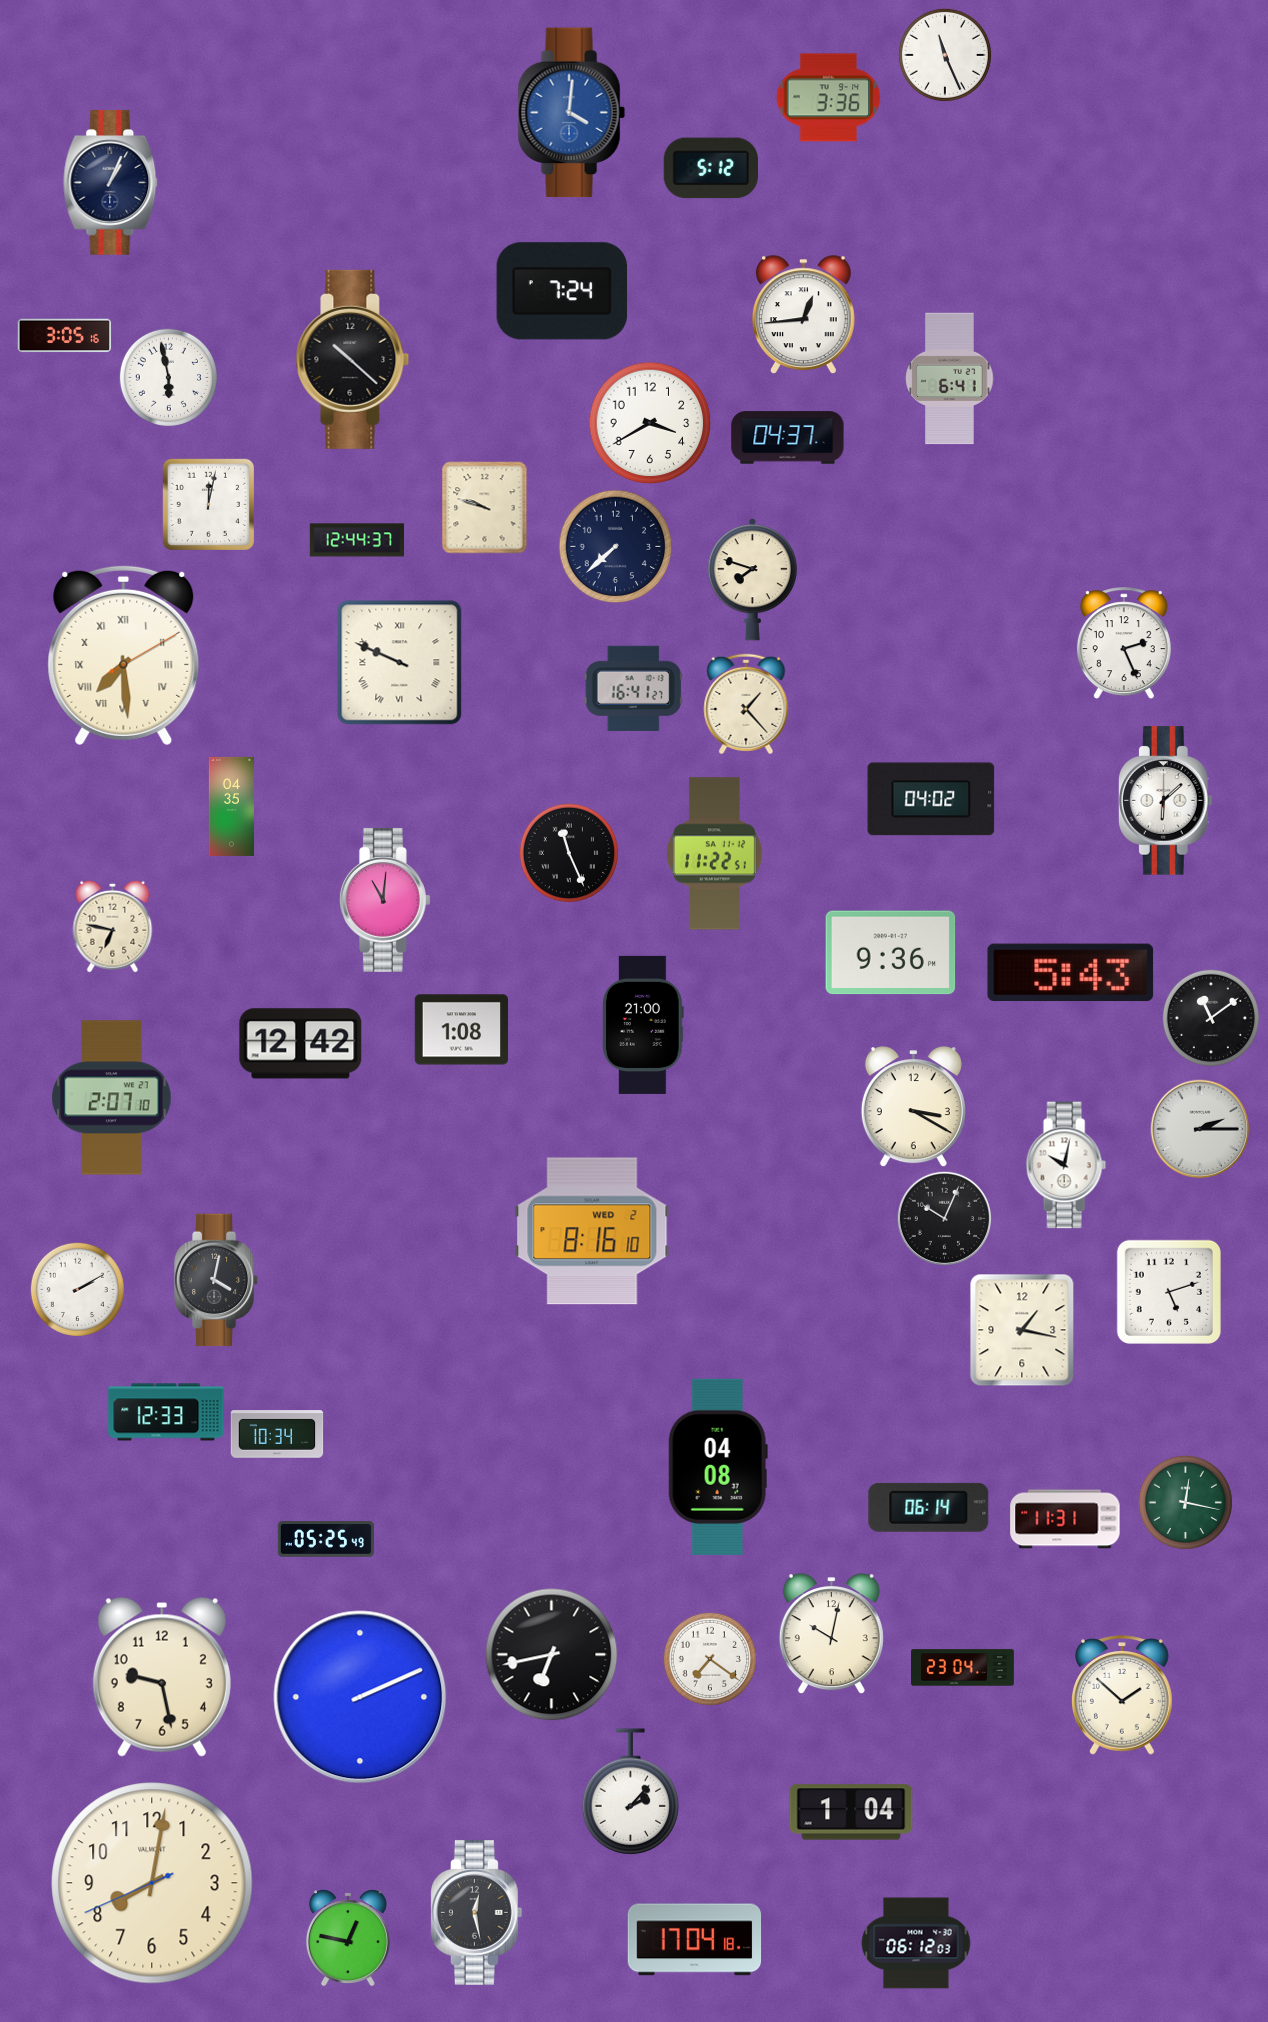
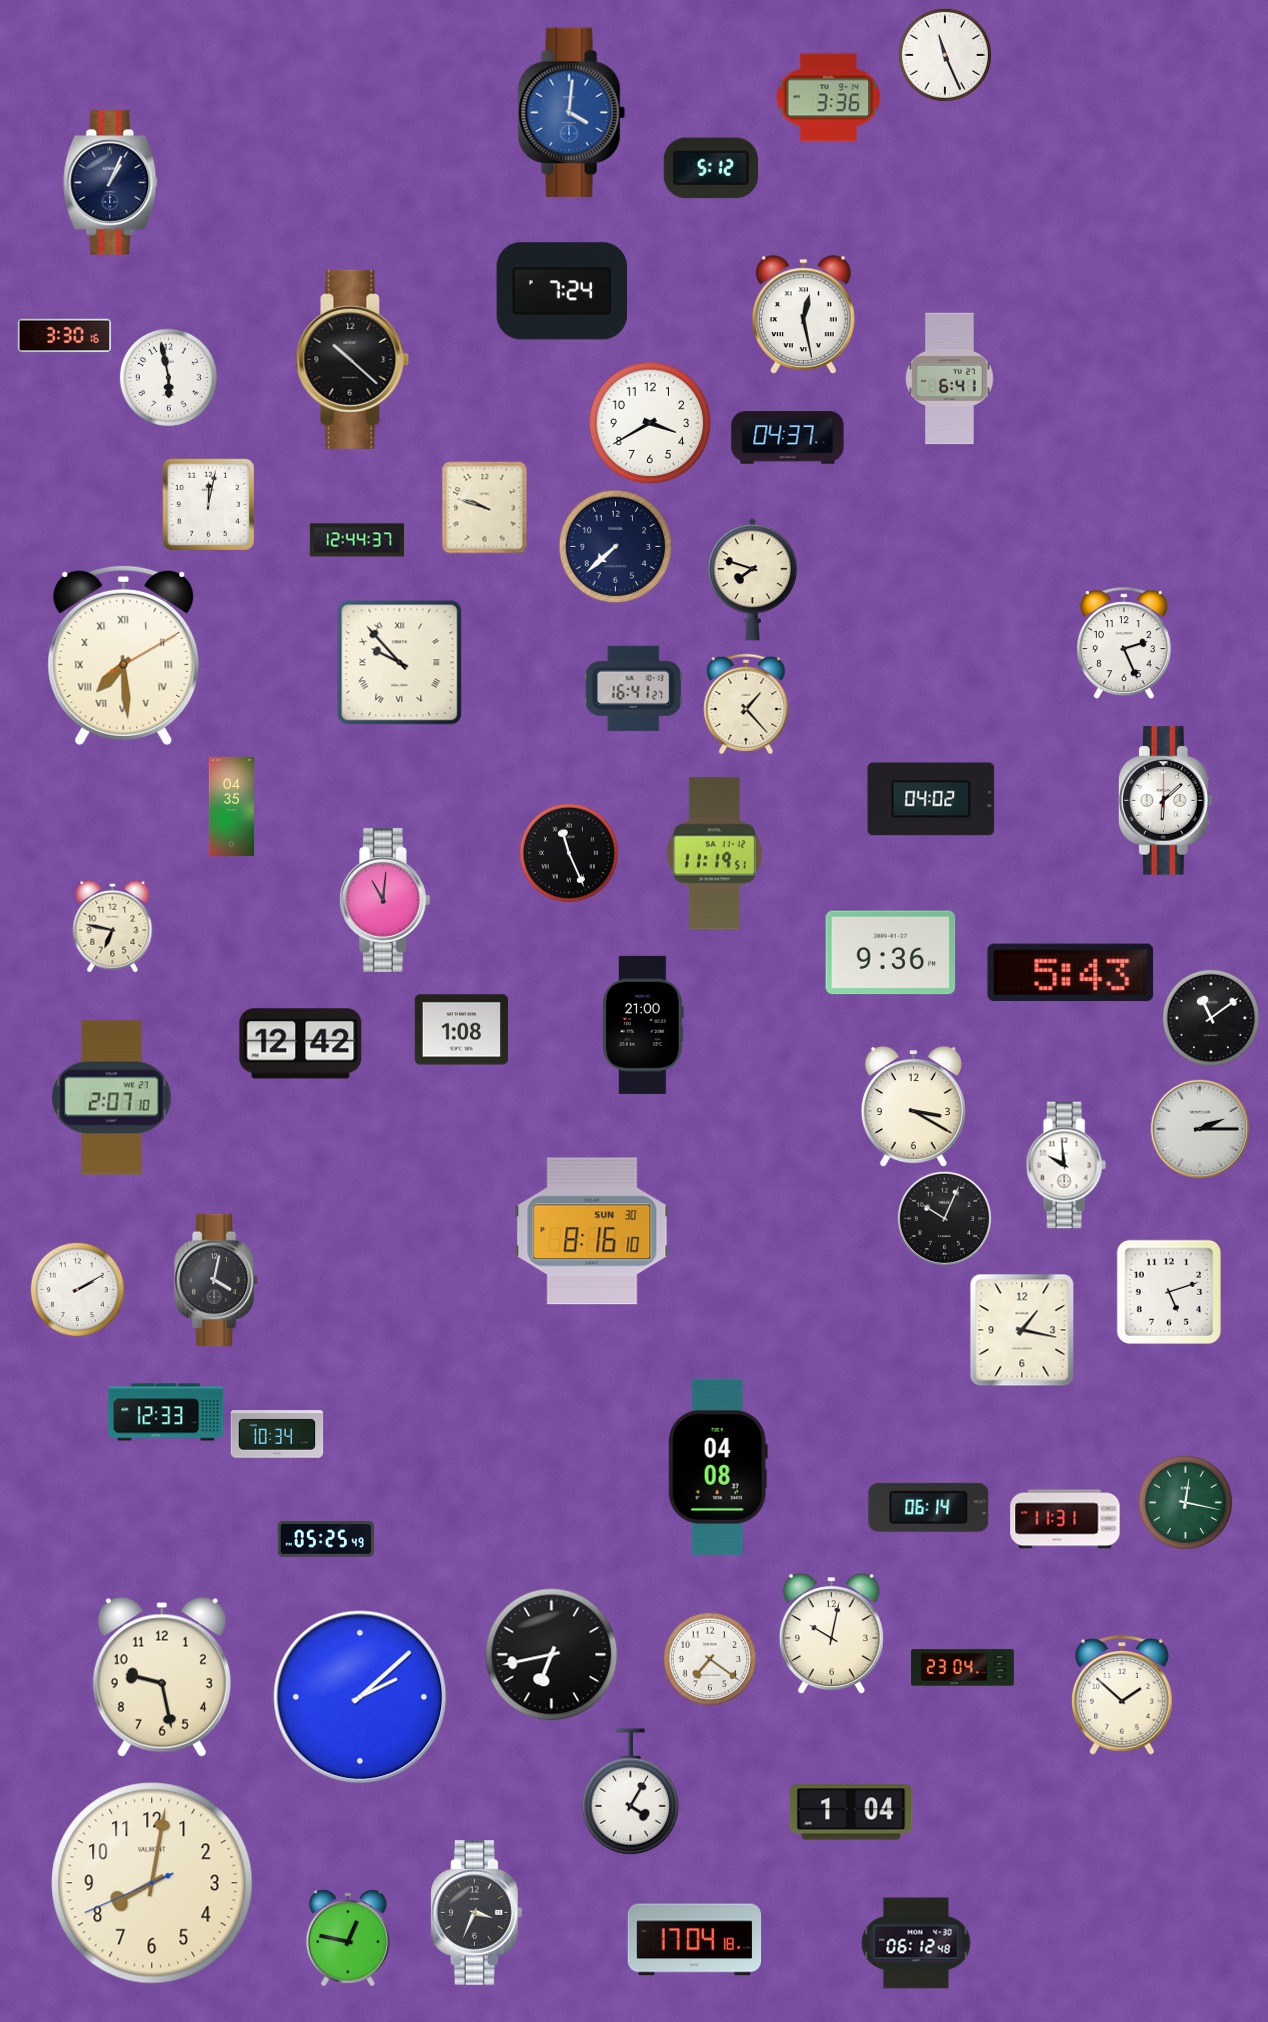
clock at (804, 314): 12:44 -> 12:28
clock at (65, 336): 3:05 -> 3:30
clock at (400, 663): 9:49 -> 9:53
clock at (714, 854): 11:22 -> 11:19
clock at (1066, 1165): 10:02 -> 9:59
clock at (592, 1231) date: WED 2 -> SUN 30
clock at (360, 1697): 2:11 -> 2:08
clock at (631, 1791): 2:07 -> 4:05
clock at (476, 1913): 12:28 -> 3:34
clock at (916, 1943): 06:12:03 -> 06:12:48
